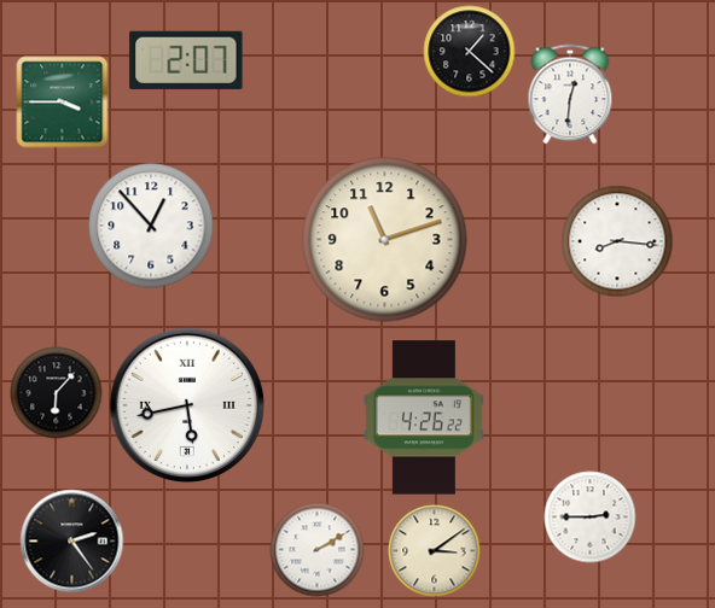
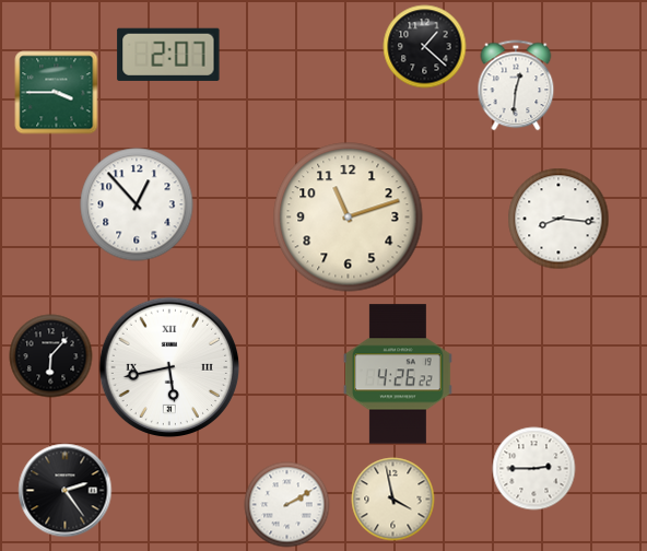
clock at (424, 417) position: (424, 417) -> (398, 374)
clock at (318, 550) position: (318, 550) -> (287, 505)
clock at (435, 551): 3:09 -> 3:58
